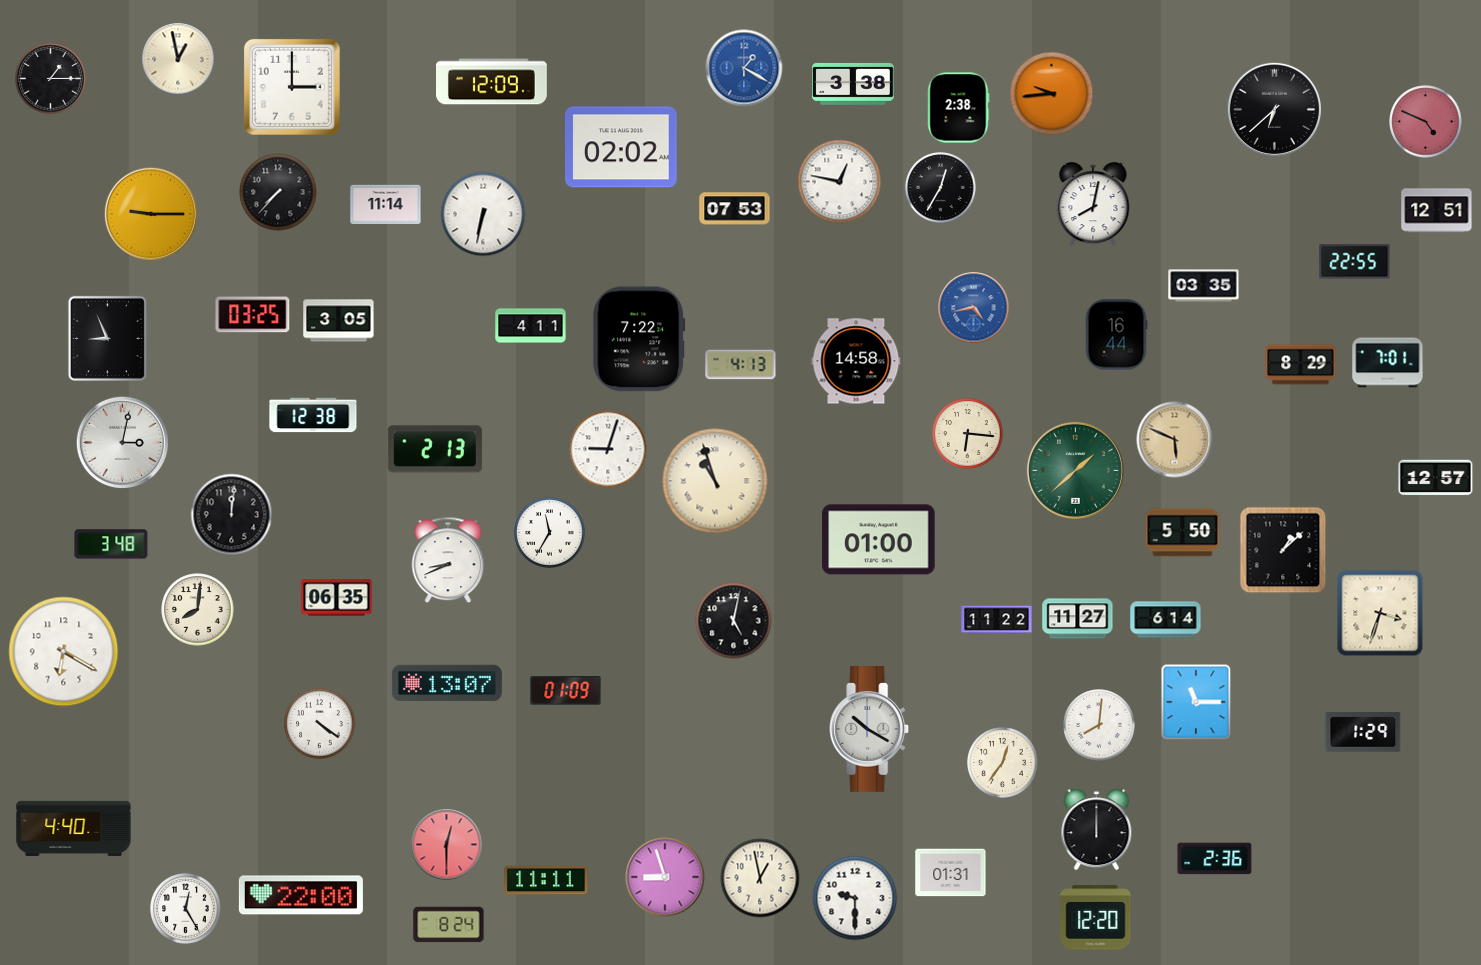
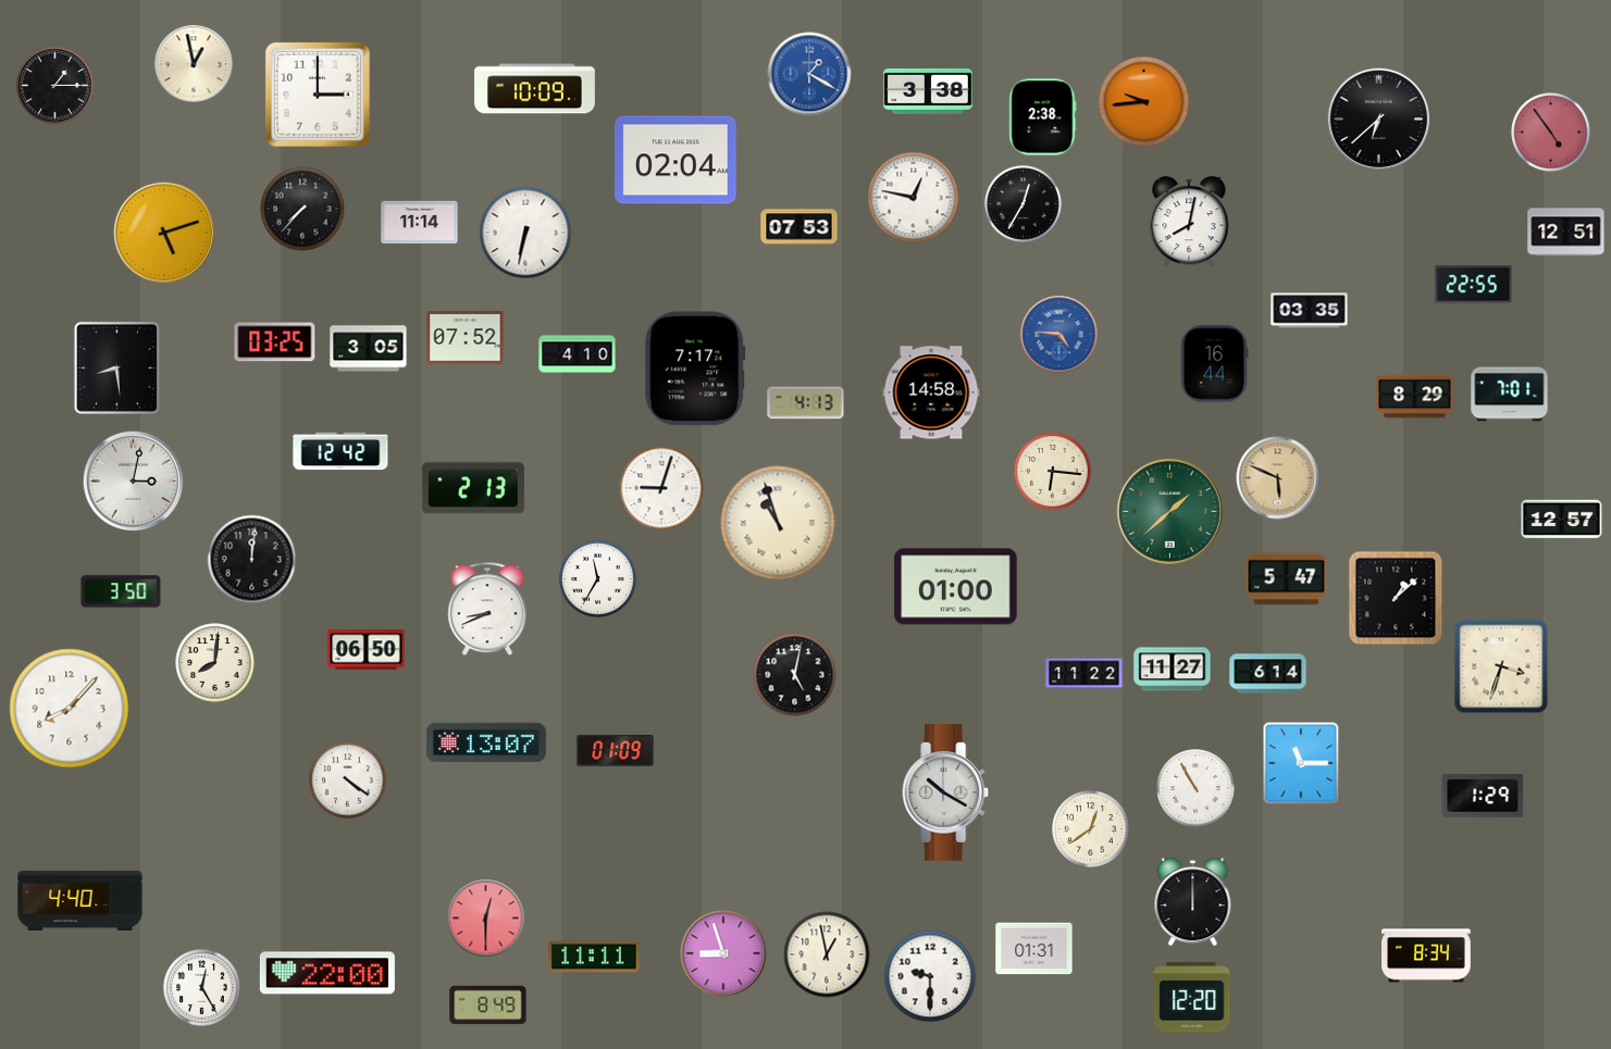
clock at (492, 82): 12:09 -> 10:09
clock at (1274, 109) position: (1274, 109) -> (1378, 118)
clock at (1426, 122): 4:49 -> 4:54
clock at (621, 147): 02:02 -> 02:04
clock at (1437, 211) position: (1437, 211) -> (1566, 233)
clock at (150, 213): 9:15 -> 5:12
clock at (974, 308): 4:43 -> 4:46
clock at (466, 338): none -> 07:52
clock at (531, 326): 4:11 -> 4:10
clock at (107, 338): 8:56 -> 8:29
clock at (639, 339): 7:22 -> 7:17
clock at (741, 365) position: (741, 365) -> (806, 403)
clock at (313, 415): 12:38 -> 12:42
clock at (1183, 533): 5:50 -> 5:47
clock at (111, 544): 3:48 -> 3:50
clock at (337, 598): 06:35 -> 06:50
clock at (1078, 619) position: (1078, 619) -> (1173, 670)
clock at (734, 621) position: (734, 621) -> (795, 675)
clock at (64, 652): 6:20 -> 8:07
clock at (320, 724) position: (320, 724) -> (348, 780)
clock at (1099, 725): 8:01 -> 10:55
clock at (1003, 763): 12:36 -> 12:39
clock at (1215, 859): 2:36 -> none
clock at (1426, 956): none -> 8:34
clock at (449, 925): 8:24 -> 8:49
